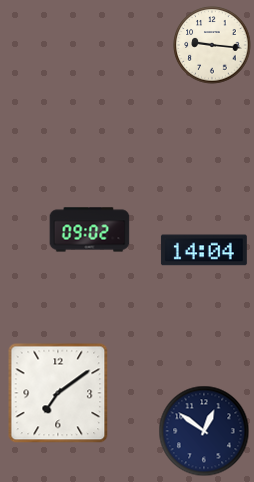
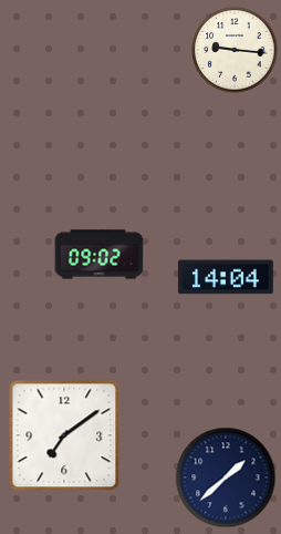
clock at (204, 431): 12:51 -> 1:38
